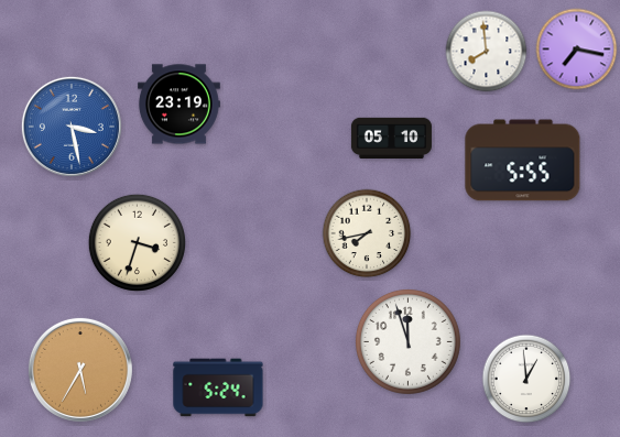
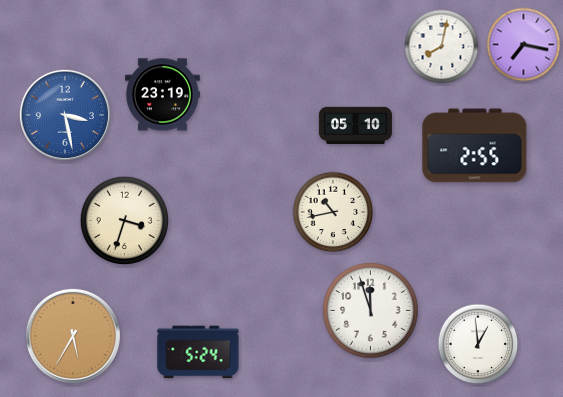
clock at (487, 52): 7:59 -> 8:02
clock at (523, 161): 5:55 -> 2:55
clock at (367, 233): 7:43 -> 10:43
